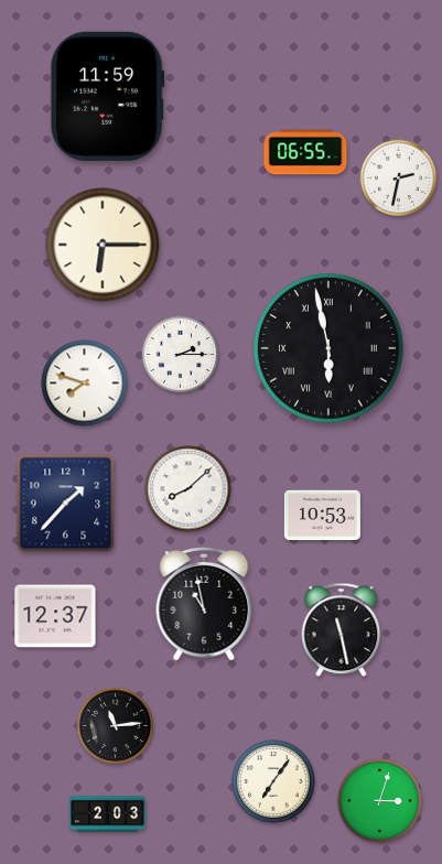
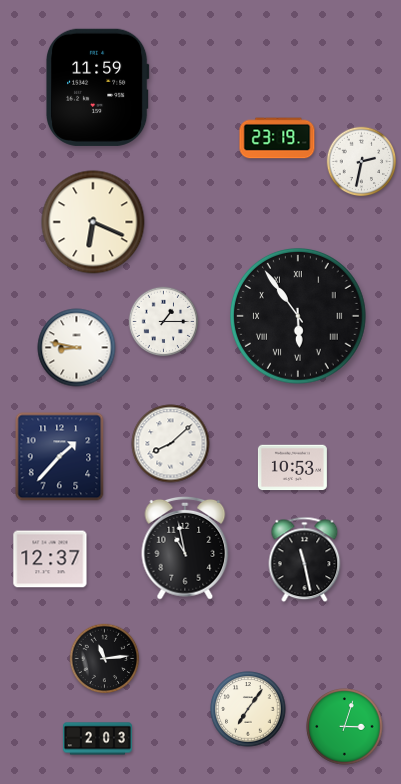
clock at (305, 152): 06:55 -> 23:19
clock at (103, 245): 6:15 -> 6:19
clock at (330, 349): 5:58 -> 5:54
clock at (181, 355): 2:15 -> 1:15
clock at (85, 384): 7:48 -> 8:47
clock at (342, 630) position: (342, 630) -> (305, 560)
